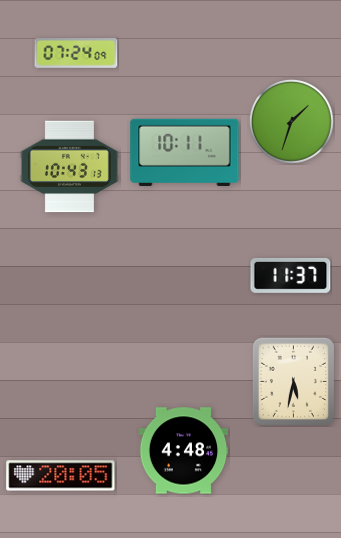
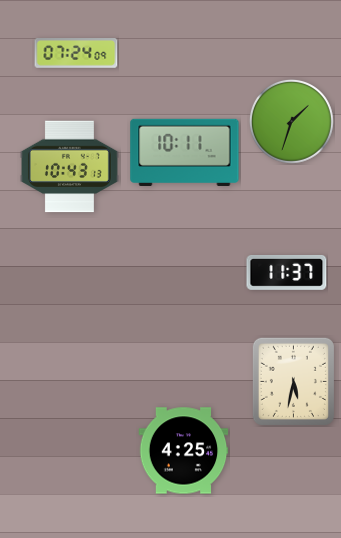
clock at (291, 275) position: (291, 275) -> (287, 272)
clock at (184, 451): 4:48 -> 4:25
clock at (61, 476): 20:05 -> none
